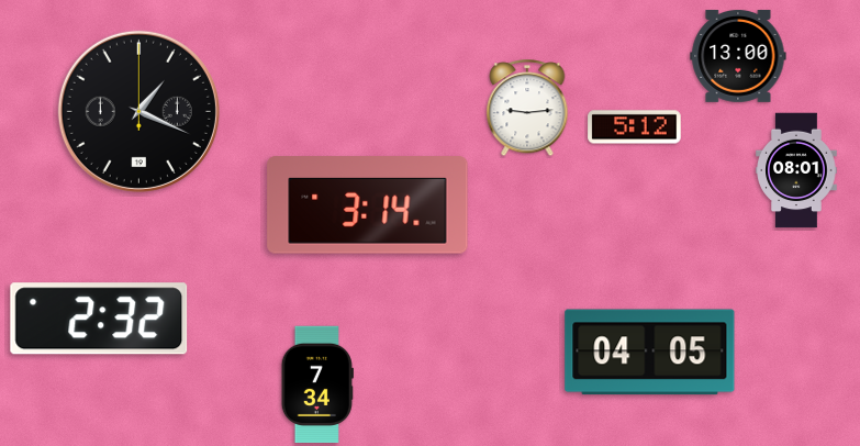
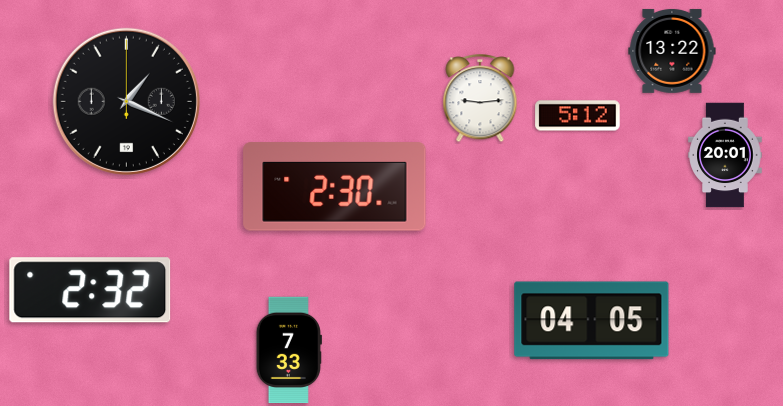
clock at (738, 56): 13:00 -> 13:22
clock at (796, 170): 08:01 -> 20:01
clock at (368, 205): 3:14 -> 2:30
clock at (317, 384): 7:34 -> 7:33
